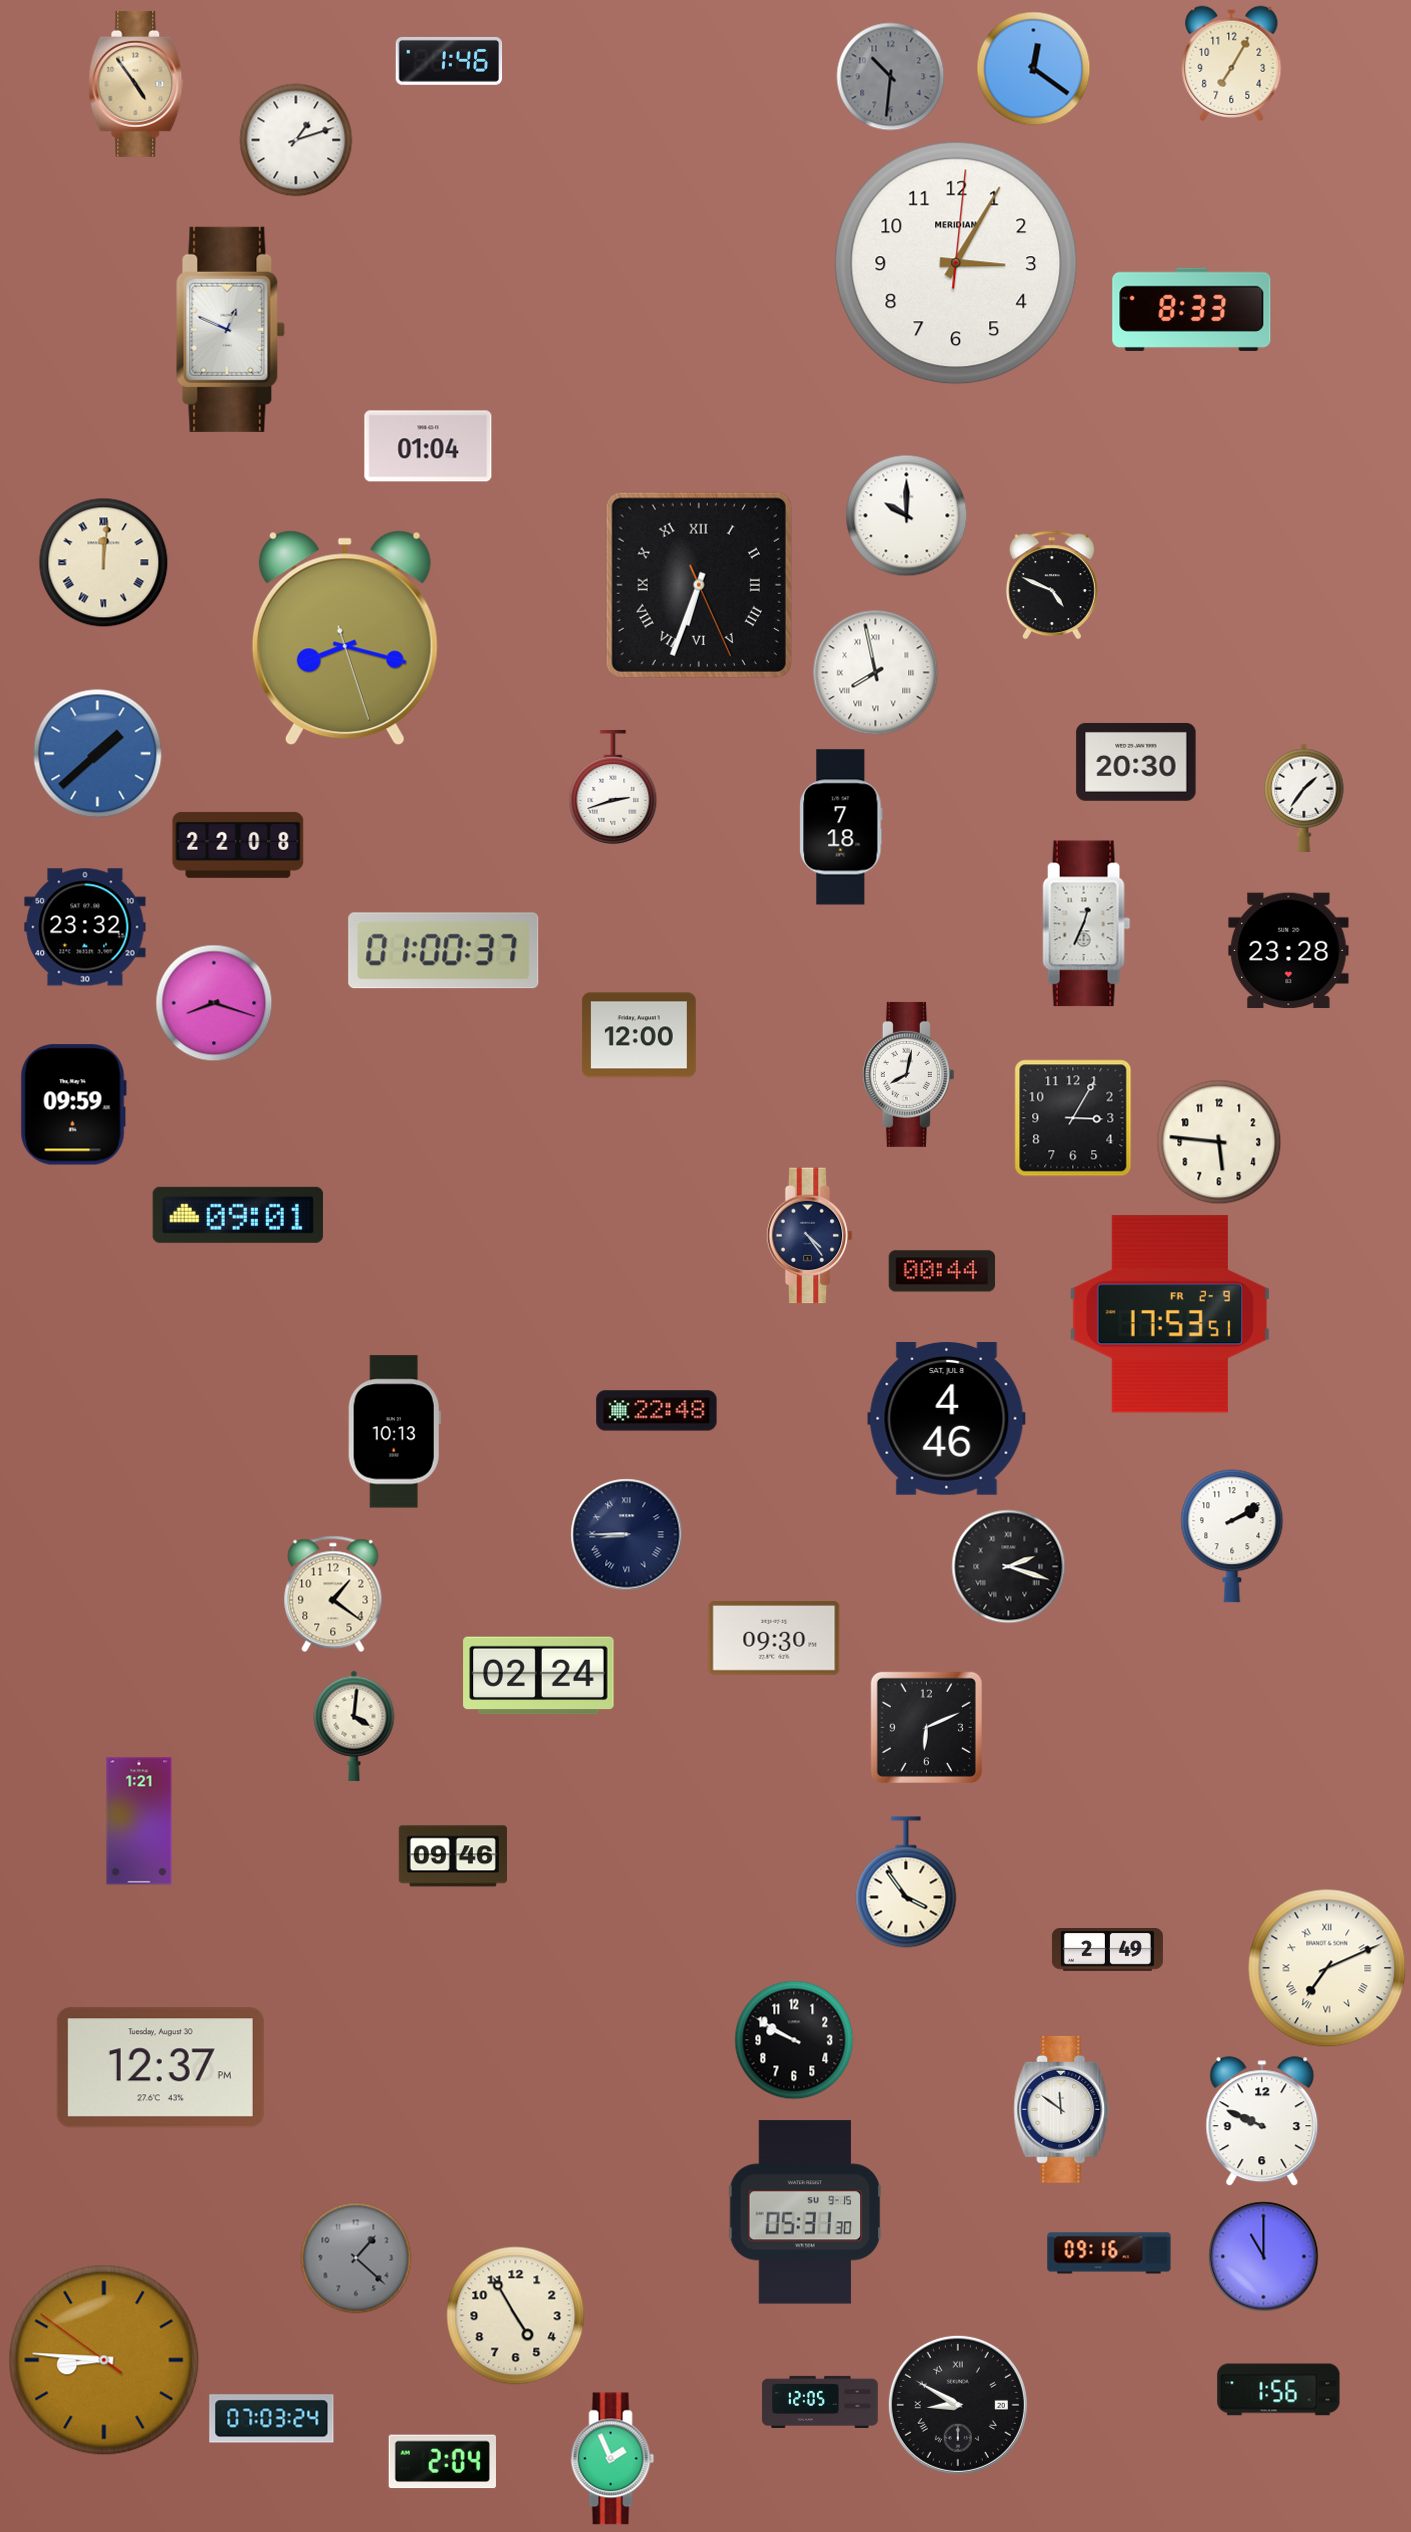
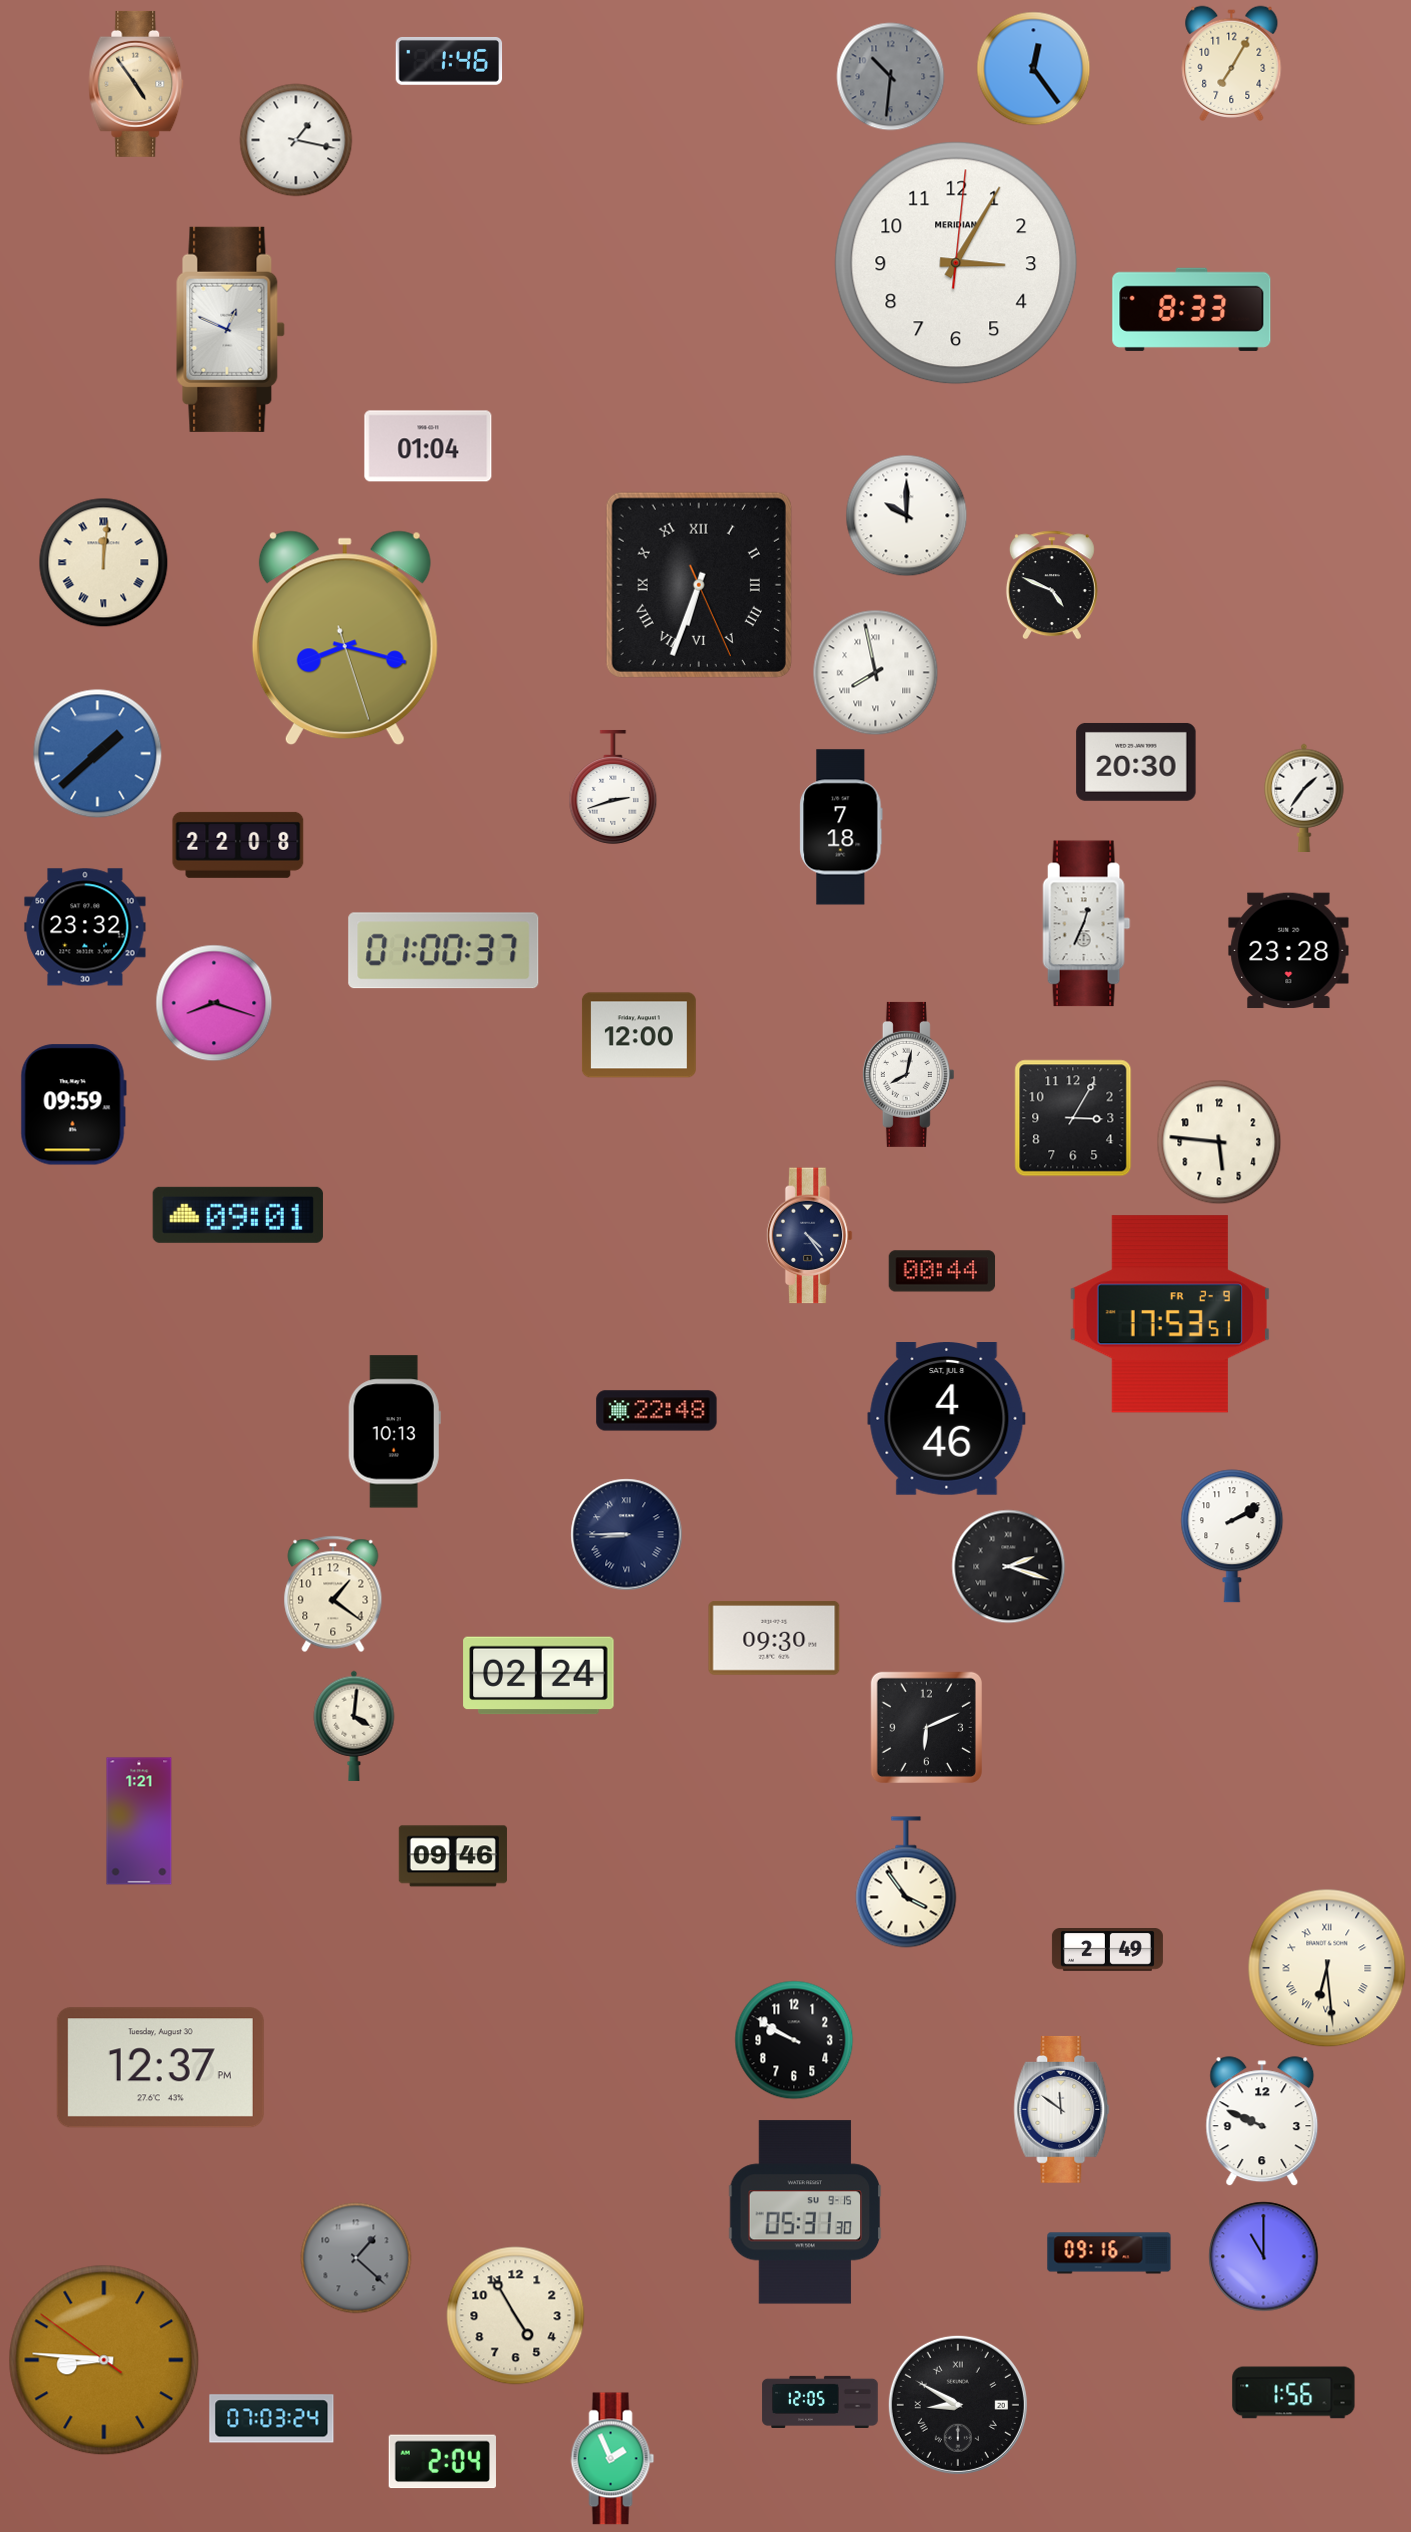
clock at (1034, 69): 12:21 -> 12:24
clock at (296, 140): 1:12 -> 1:17
clock at (1327, 1968): 7:11 -> 6:29
clock at (1279, 2390) position: (1279, 2390) -> (1294, 2393)
